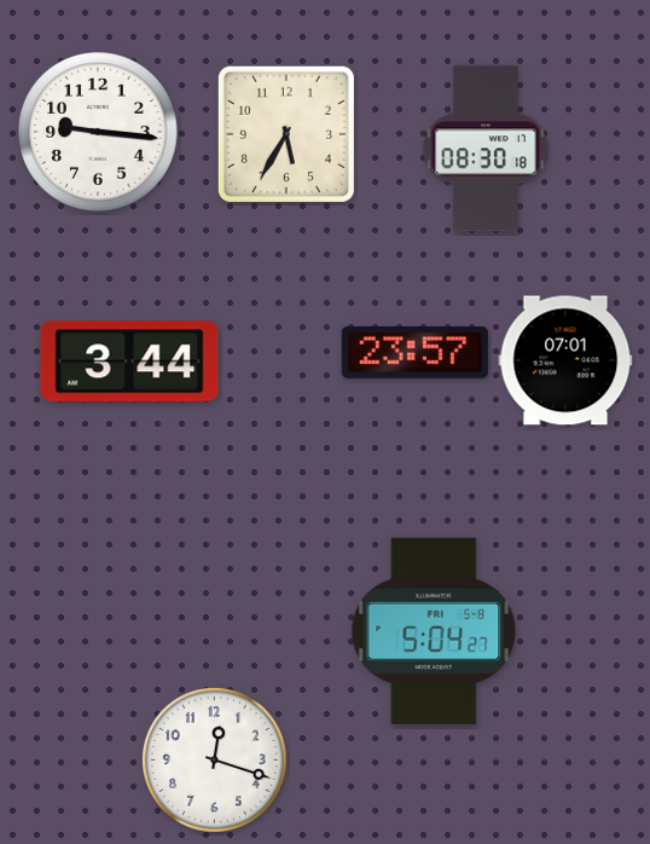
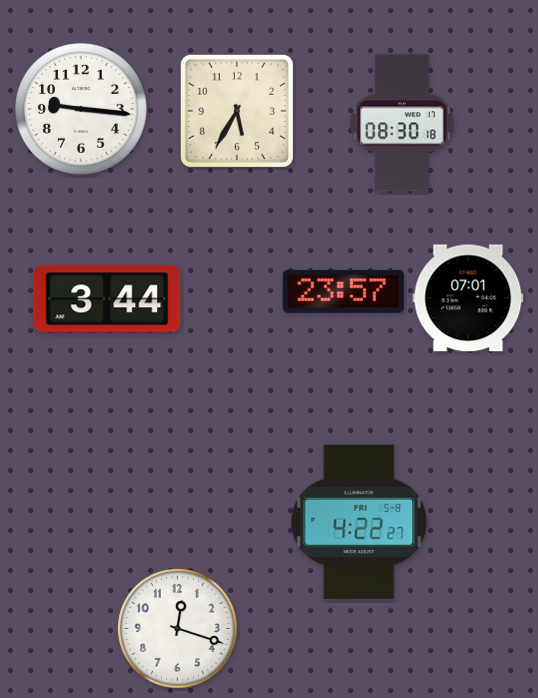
clock at (434, 631): 5:04 -> 4:22
